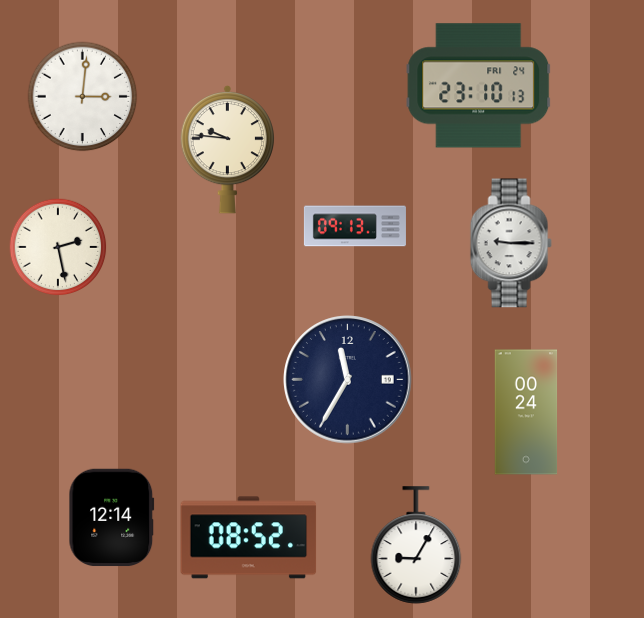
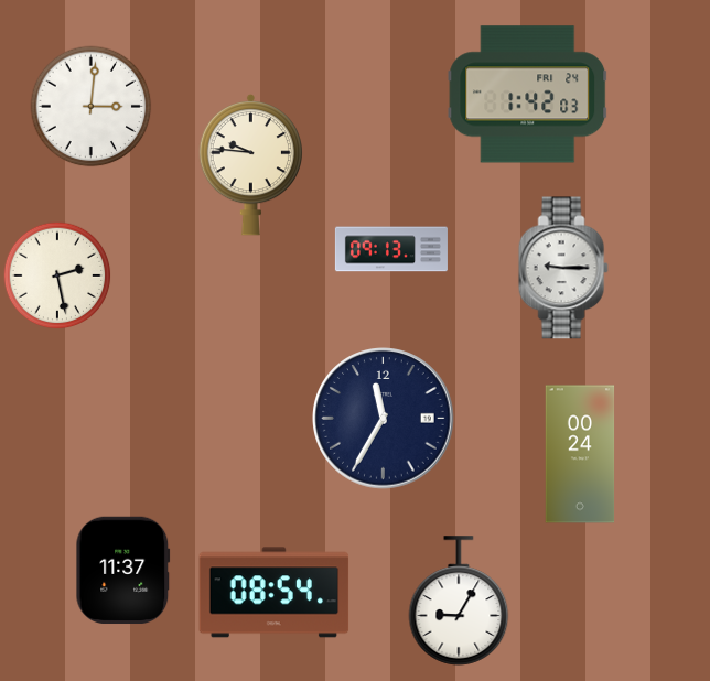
clock at (479, 86): 23:10 -> 1:42
clock at (58, 247) position: (58, 247) -> (57, 275)
clock at (112, 518): 12:14 -> 11:37
clock at (249, 538): 08:52 -> 08:54
